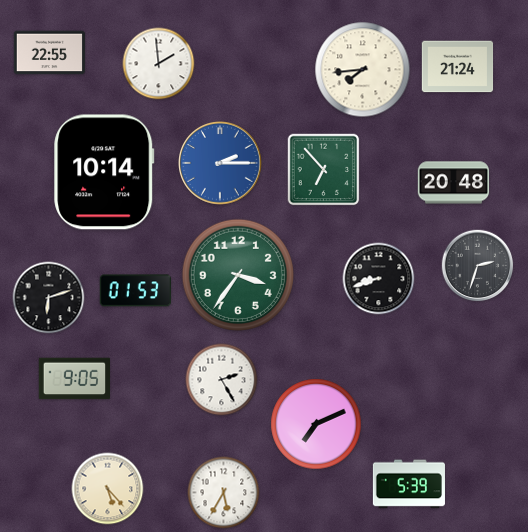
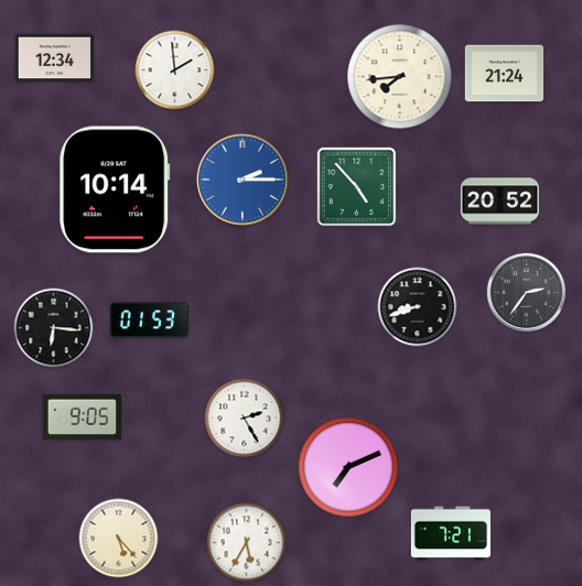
clock at (50, 53): 22:55 -> 12:34
clock at (324, 170): 6:53 -> 4:53
clock at (454, 183): 20:48 -> 20:52
clock at (478, 266): 2:33 -> 2:36
clock at (238, 275): 3:36 -> none
clock at (49, 298): 6:12 -> 6:16
clock at (409, 484): 5:39 -> 7:21
